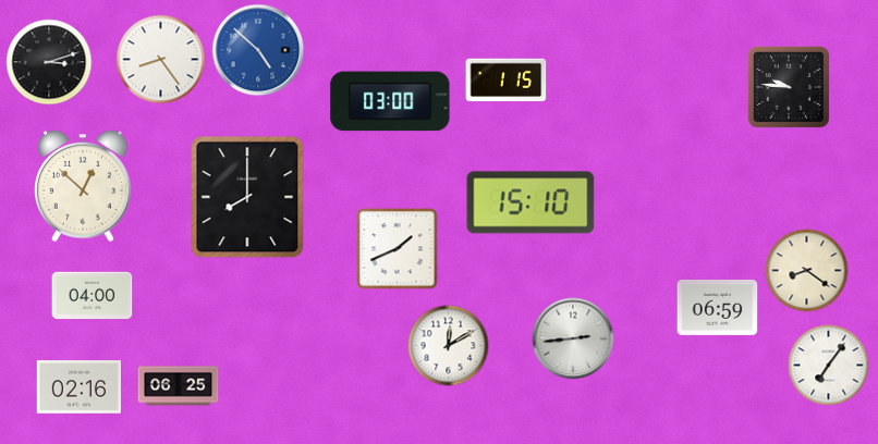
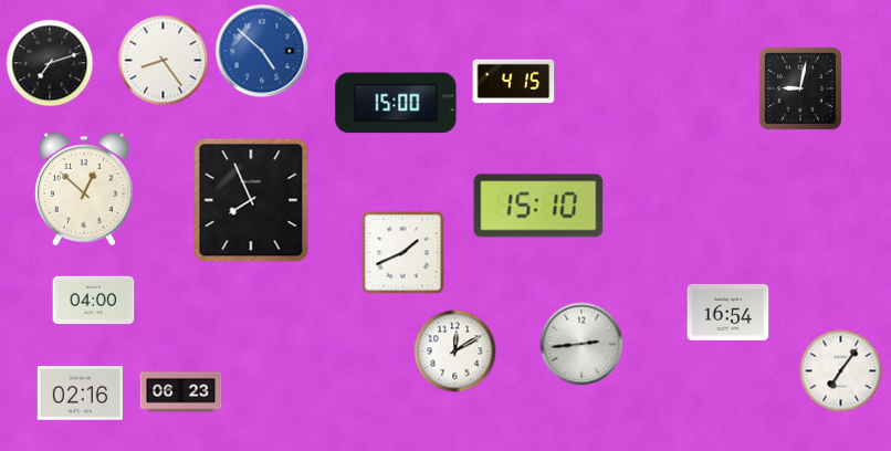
clock at (49, 62): 3:12 -> 7:12
clock at (507, 81): 1:15 -> 4:15
clock at (789, 87): 9:46 -> 9:02
clock at (390, 101): 03:00 -> 15:00
clock at (247, 197): 8:00 -> 7:56
clock at (807, 271): 8:21 -> none
clock at (718, 307): 06:59 -> 16:54
clock at (179, 386): 06:25 -> 06:23
